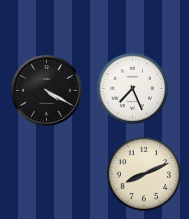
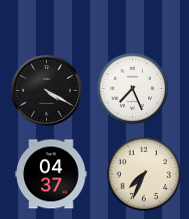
clock at (51, 174): none -> 04:37
clock at (144, 174): 8:11 -> 7:34
